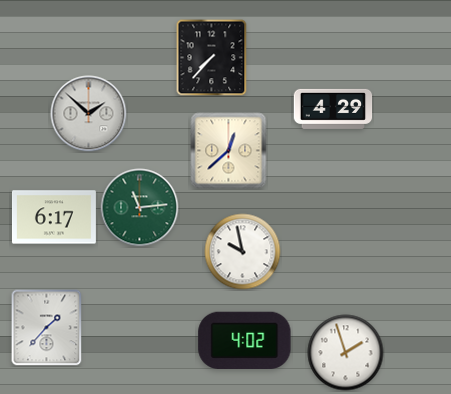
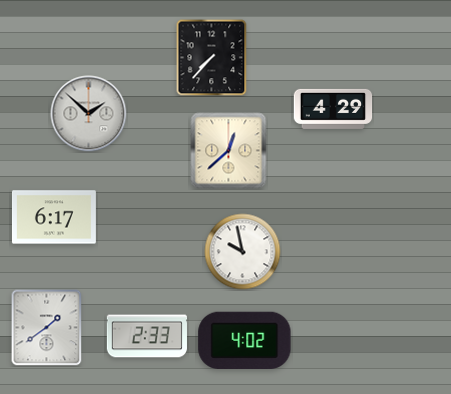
clock at (140, 208): 11:14 -> none
clock at (47, 328): 1:37 -> 1:39
clock at (146, 336): none -> 2:33
clock at (346, 353): 1:57 -> none
